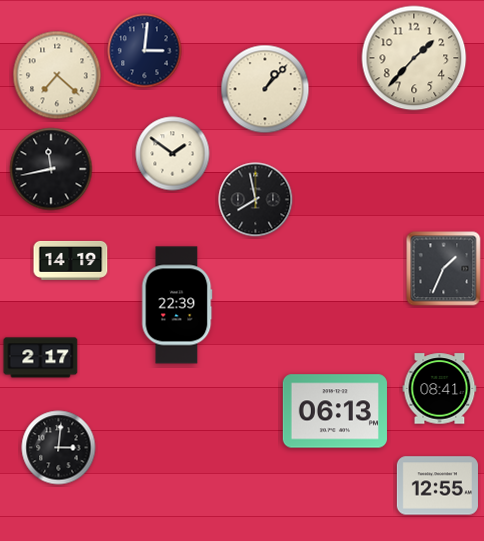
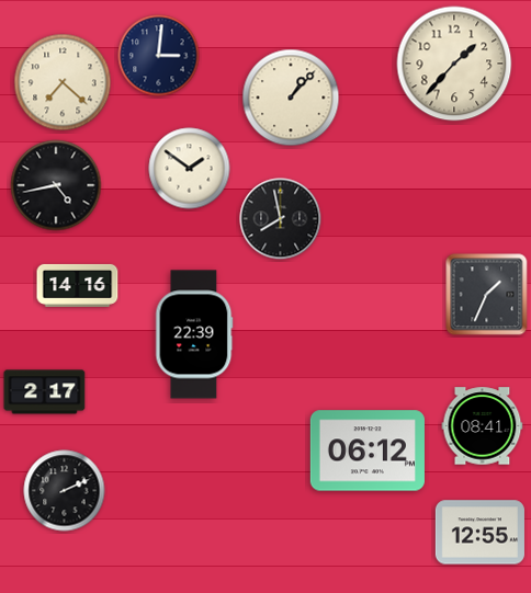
clock at (51, 169): 11:43 -> 4:43
clock at (71, 260): 14:19 -> 14:16
clock at (335, 411): 06:13 -> 06:12
clock at (59, 448): 3:01 -> 2:11
